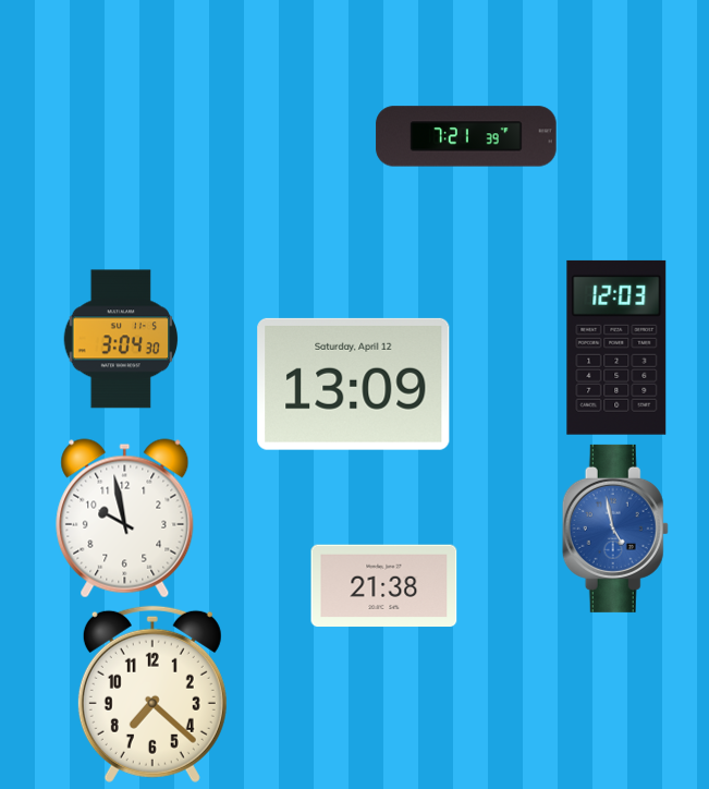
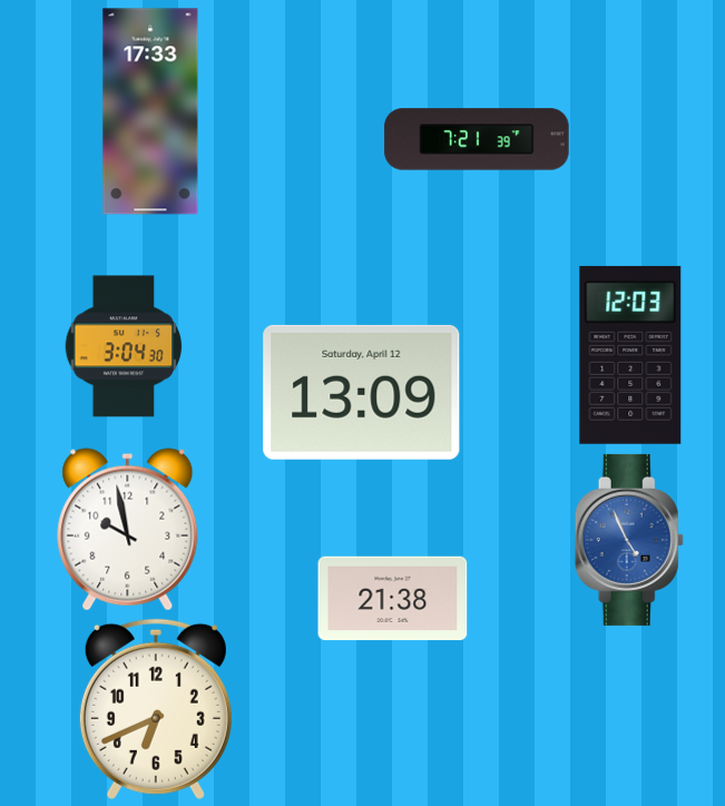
clock at (150, 111): none -> 17:33
clock at (615, 529): 4:58 -> 4:56
clock at (152, 694): 7:22 -> 6:41
